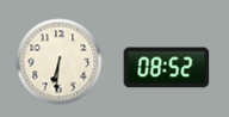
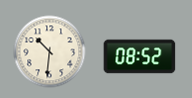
clock at (60, 62): 6:31 -> 10:31
